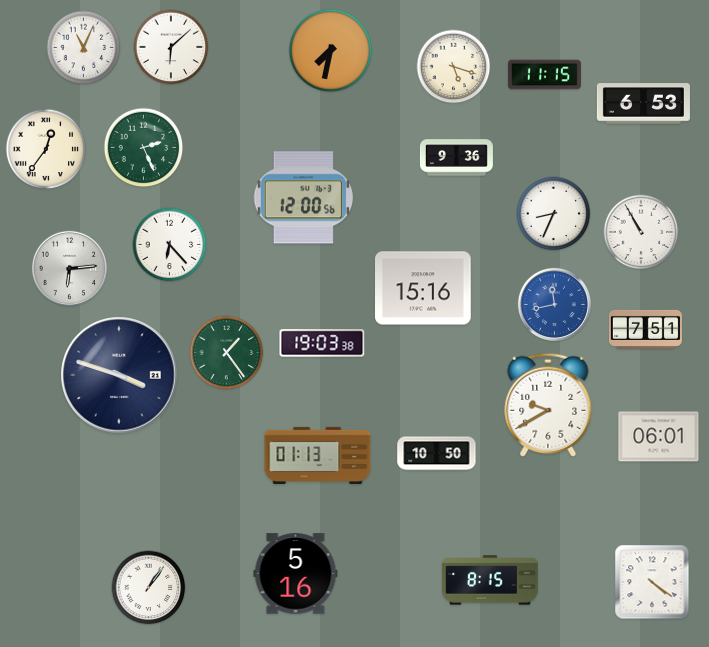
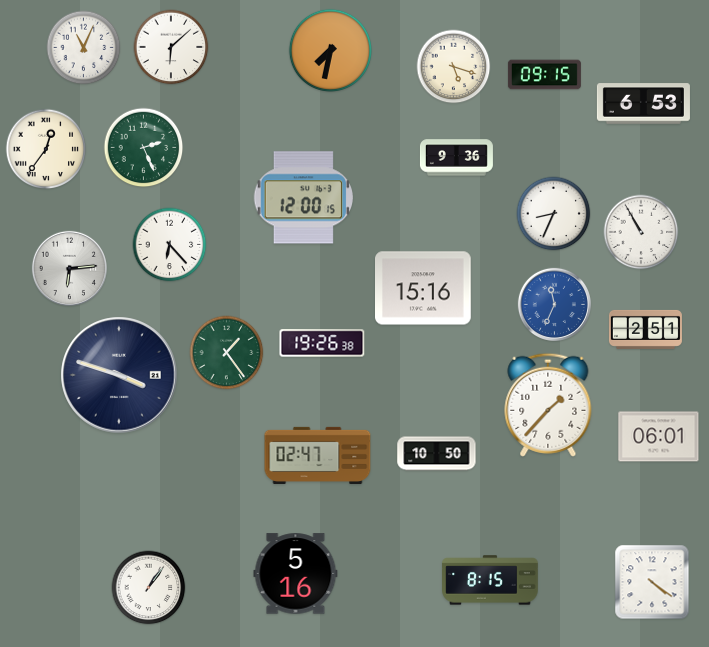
clock at (544, 75): 11:15 -> 09:15
clock at (303, 198): 12:00:56 -> 12:00:15
clock at (554, 304): 11:43 -> 11:34
clock at (645, 329): 7:51 -> 2:51
clock at (322, 343): 19:03 -> 19:26
clock at (548, 405): 9:40 -> 1:37
clock at (318, 455): 01:13 -> 02:47
